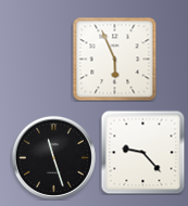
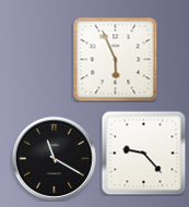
clock at (53, 157): 11:27 -> 11:20
